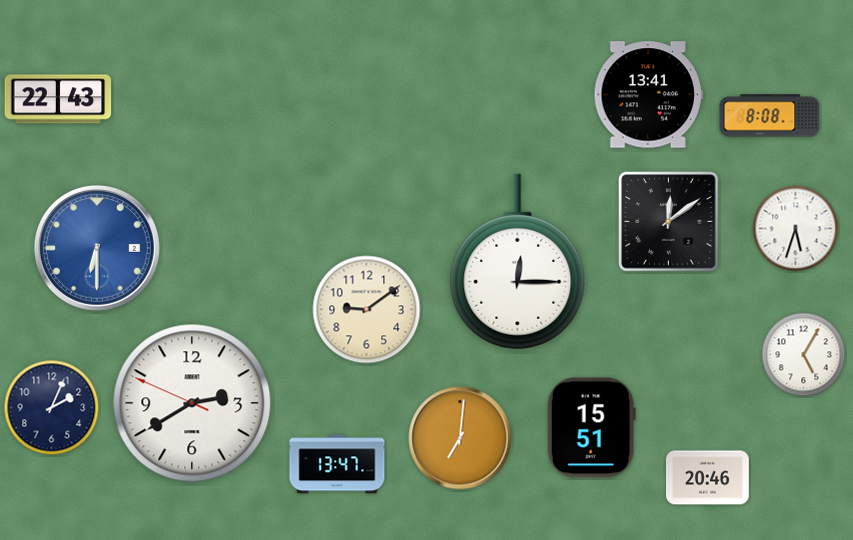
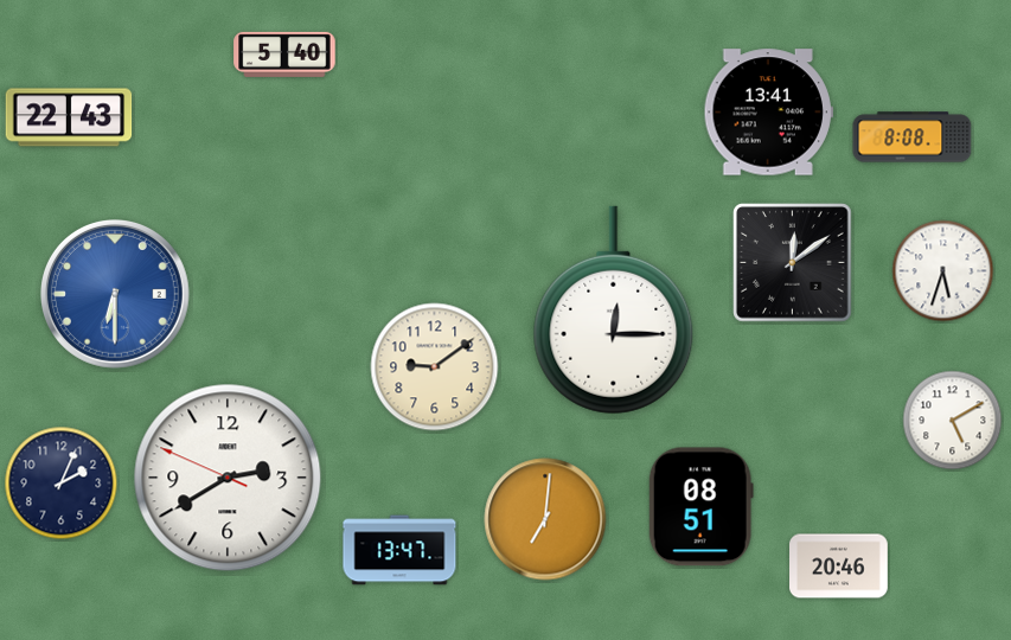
clock at (284, 55): none -> 5:40
clock at (804, 355): 5:05 -> 5:10
clock at (591, 428): 15:51 -> 08:51
